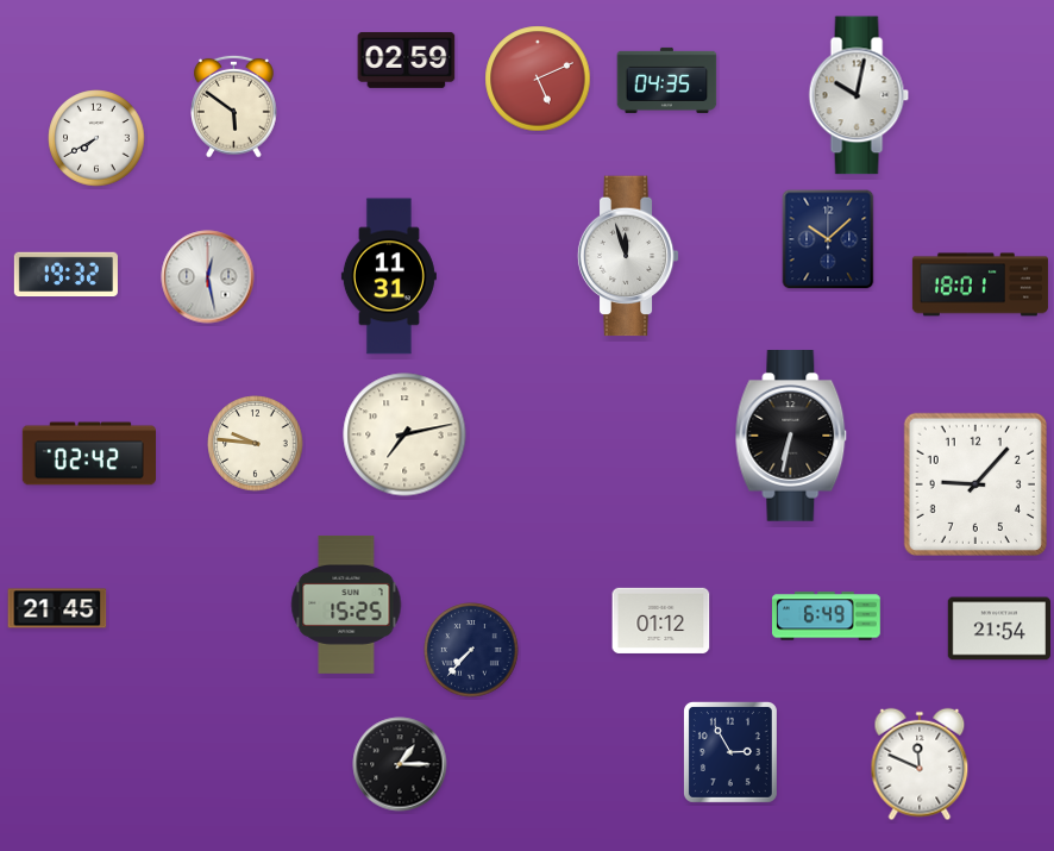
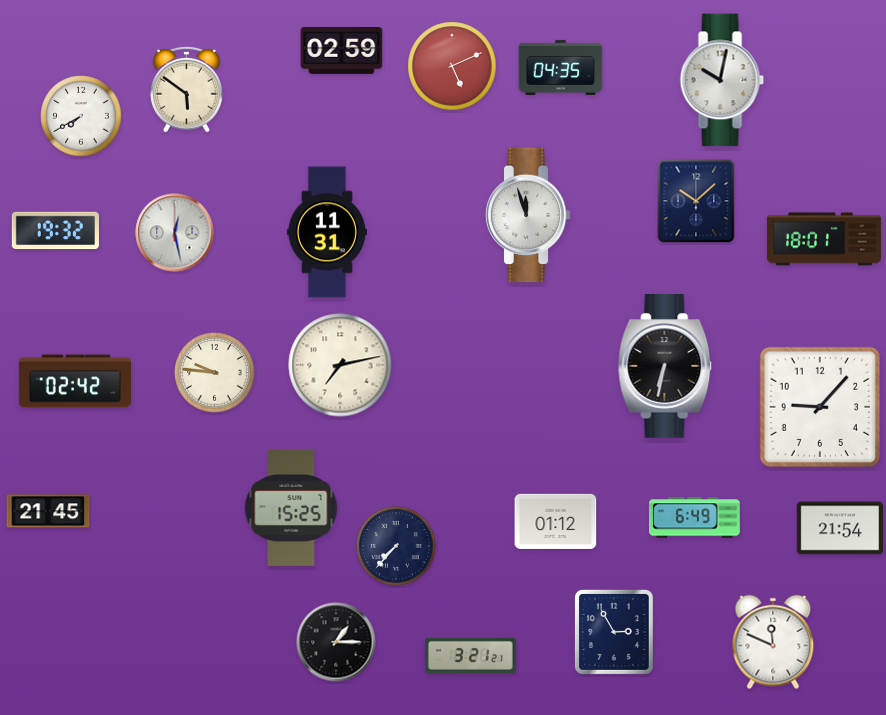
clock at (234, 106) position: (234, 106) -> (187, 89)
clock at (470, 655): none -> 3:21
